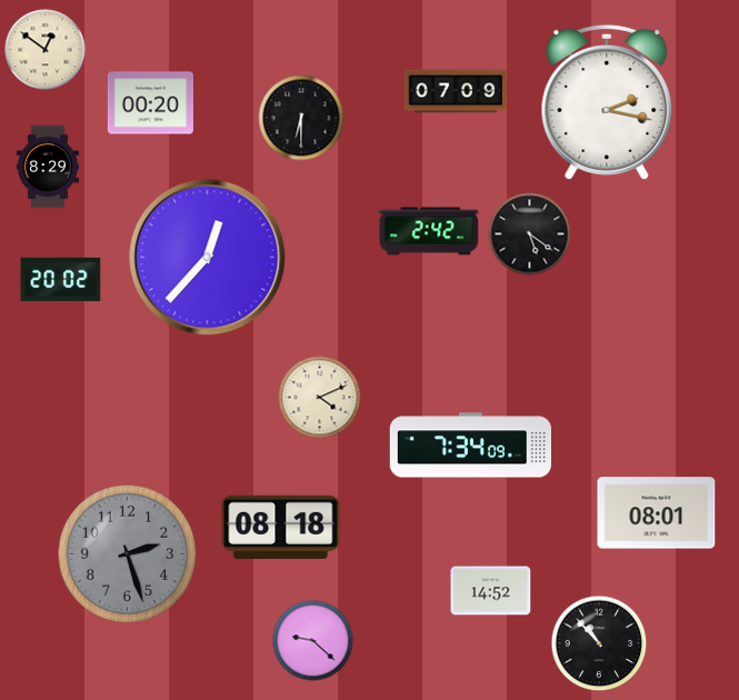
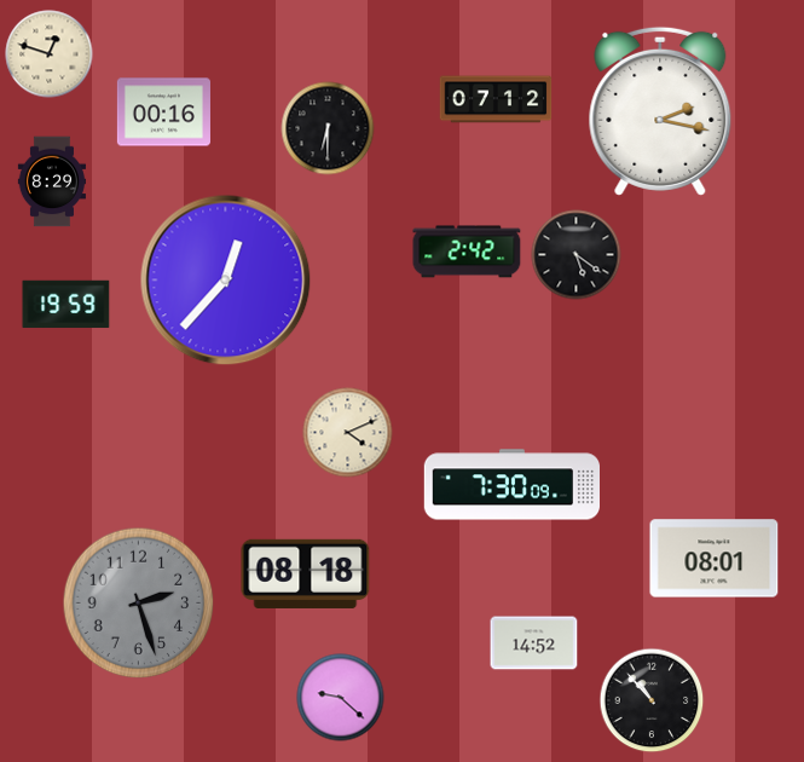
clock at (46, 50): 12:51 -> 12:48
clock at (456, 91): 07:09 -> 07:12
clock at (150, 103): 00:20 -> 00:16
clock at (61, 280): 20:02 -> 19:59
clock at (470, 446): 7:34 -> 7:30
